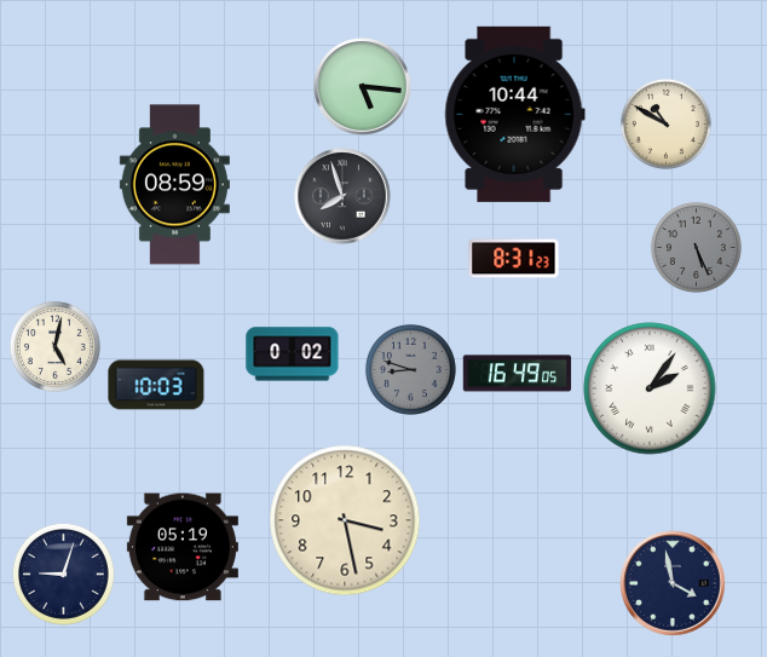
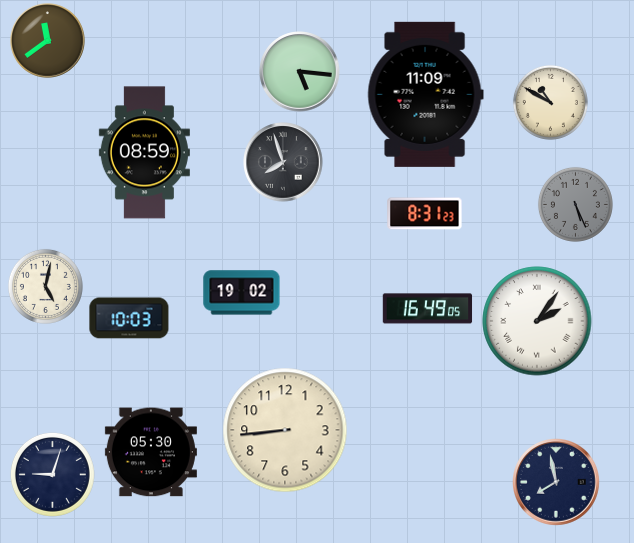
clock at (48, 41): none -> 11:39
clock at (514, 114): 10:44 -> 11:09
clock at (293, 355): 0:02 -> 19:02
clock at (410, 369): 8:48 -> none
clock at (345, 520): 3:28 -> 8:44
clock at (183, 547): 05:19 -> 05:30
clock at (674, 584): 3:58 -> 7:58
